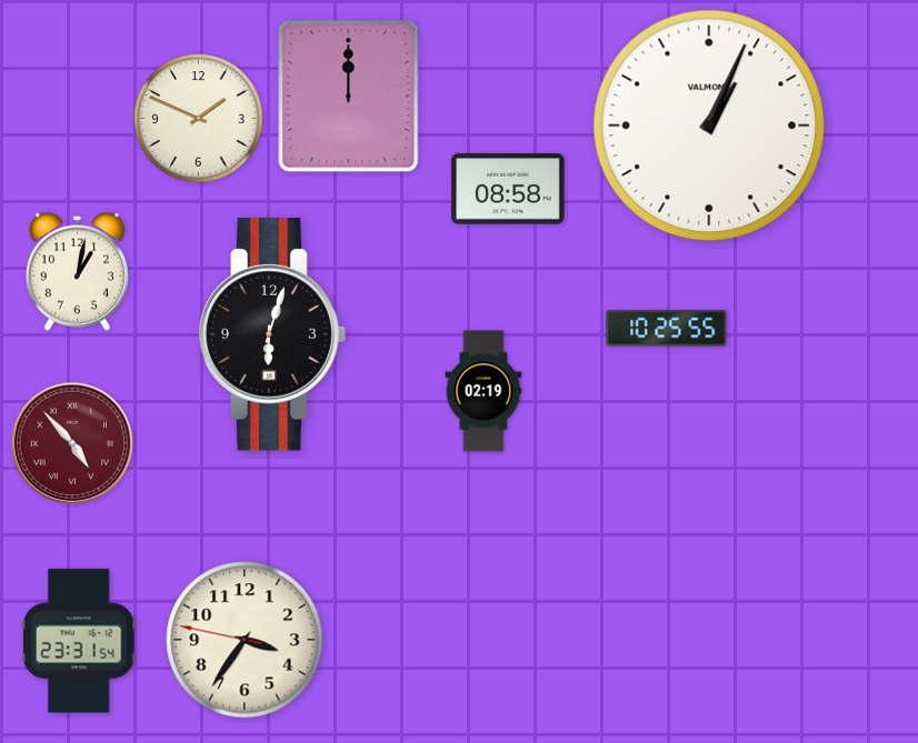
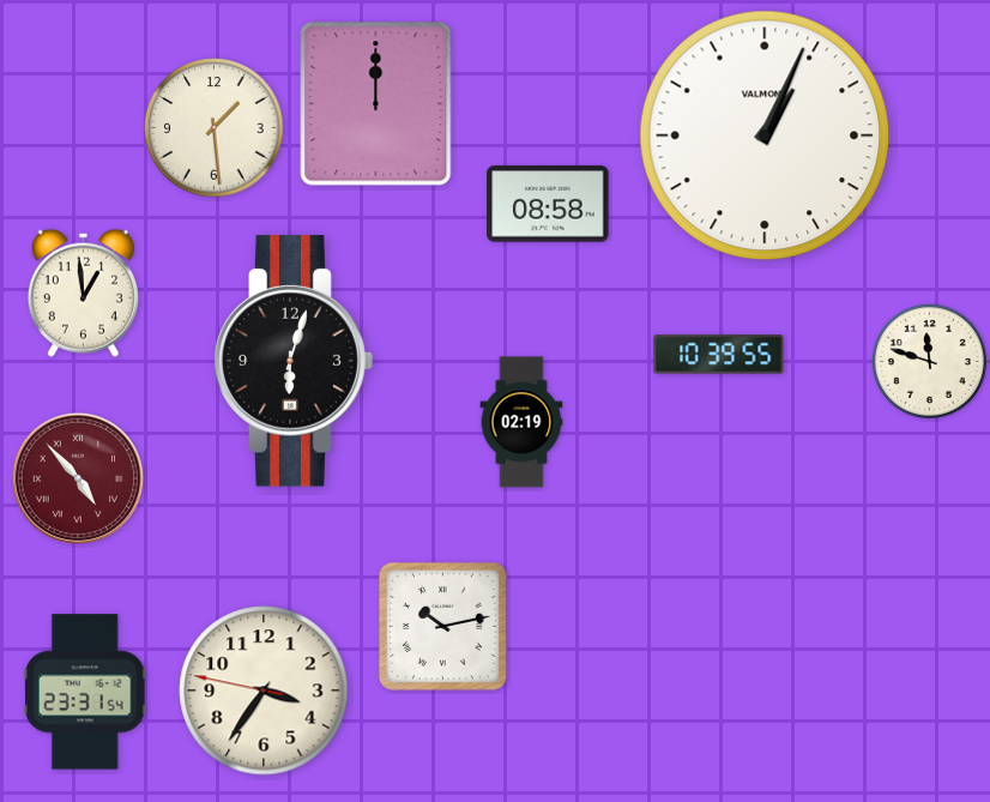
clock at (199, 119): 1:49 -> 1:29
clock at (77, 271): 1:02 -> 12:59
clock at (667, 329): 10:25 -> 10:39
clock at (929, 361): none -> 11:48
clock at (442, 626): none -> 10:13
